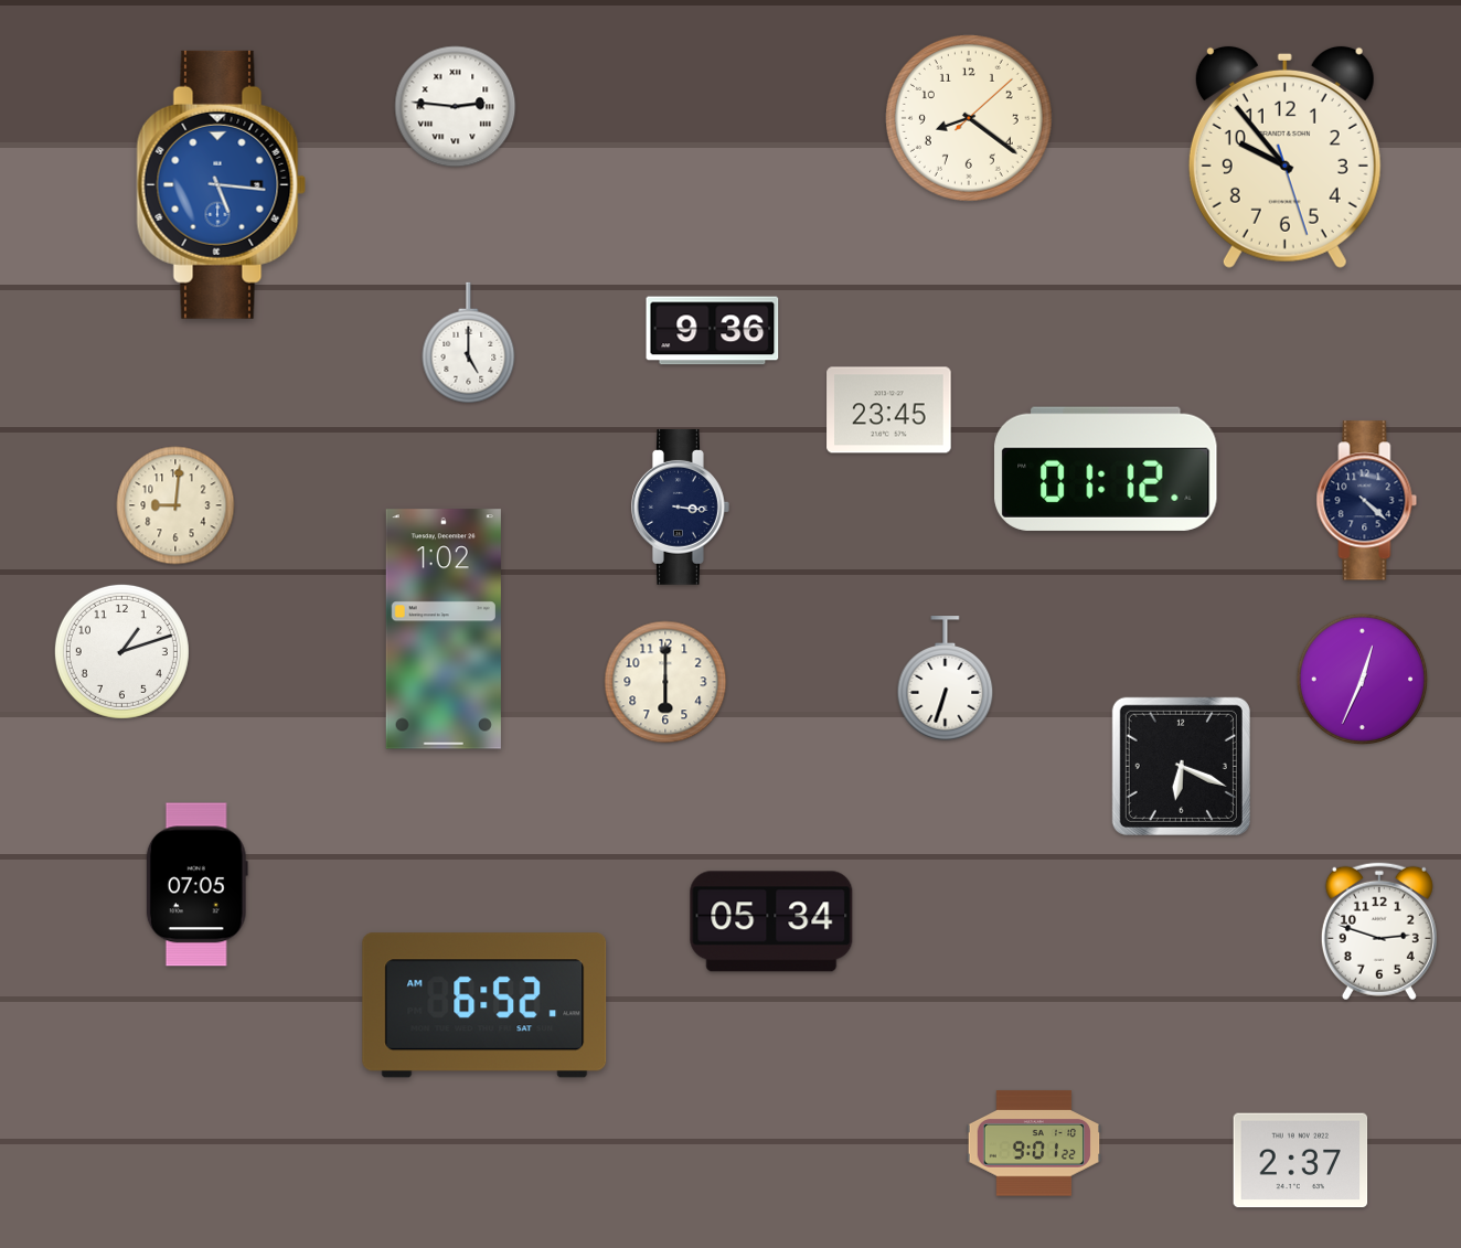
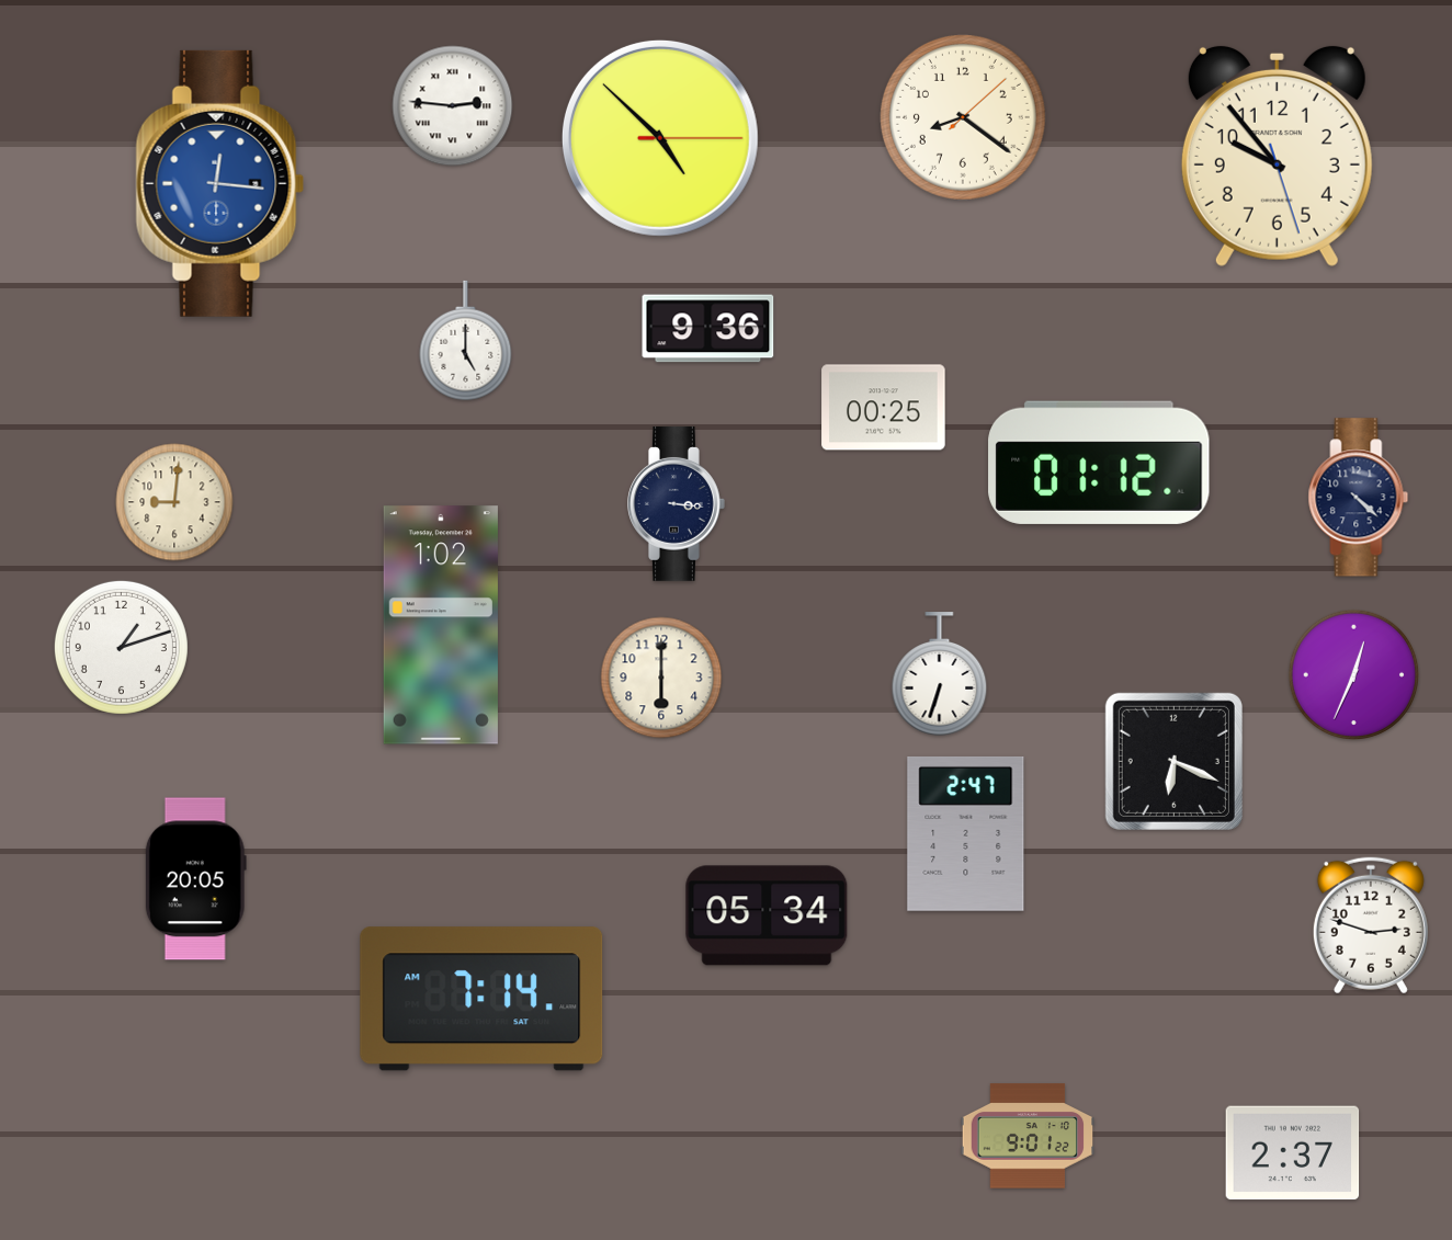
clock at (660, 138): none -> 4:52
clock at (222, 184): 5:16 -> 12:16
clock at (889, 410): 23:45 -> 00:25
clock at (1106, 469) position: (1106, 469) -> (1099, 463)
clock at (966, 833): none -> 2:47
clock at (196, 885): 07:05 -> 20:05
clock at (484, 1005): 6:52 -> 7:14
